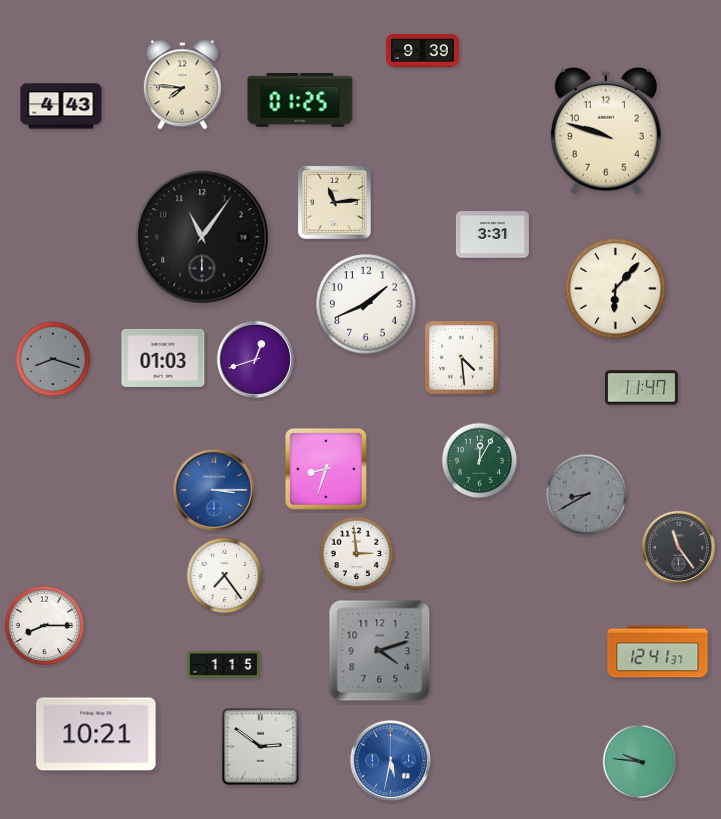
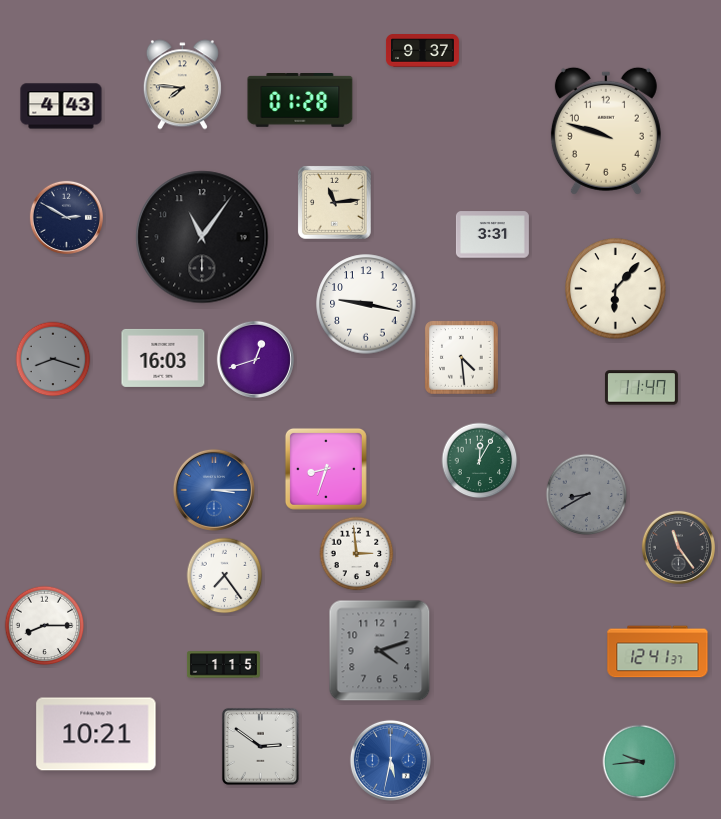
clock at (422, 51): 9:39 -> 9:37
clock at (300, 101): 01:25 -> 01:28
clock at (66, 217): none -> 2:50
clock at (366, 304): 1:41 -> 9:17
clock at (163, 358): 01:03 -> 16:03
clock at (640, 762): 9:46 -> 9:44
